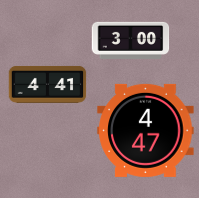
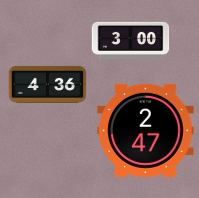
clock at (47, 84): 4:41 -> 4:36
clock at (146, 130): 4:47 -> 2:47
